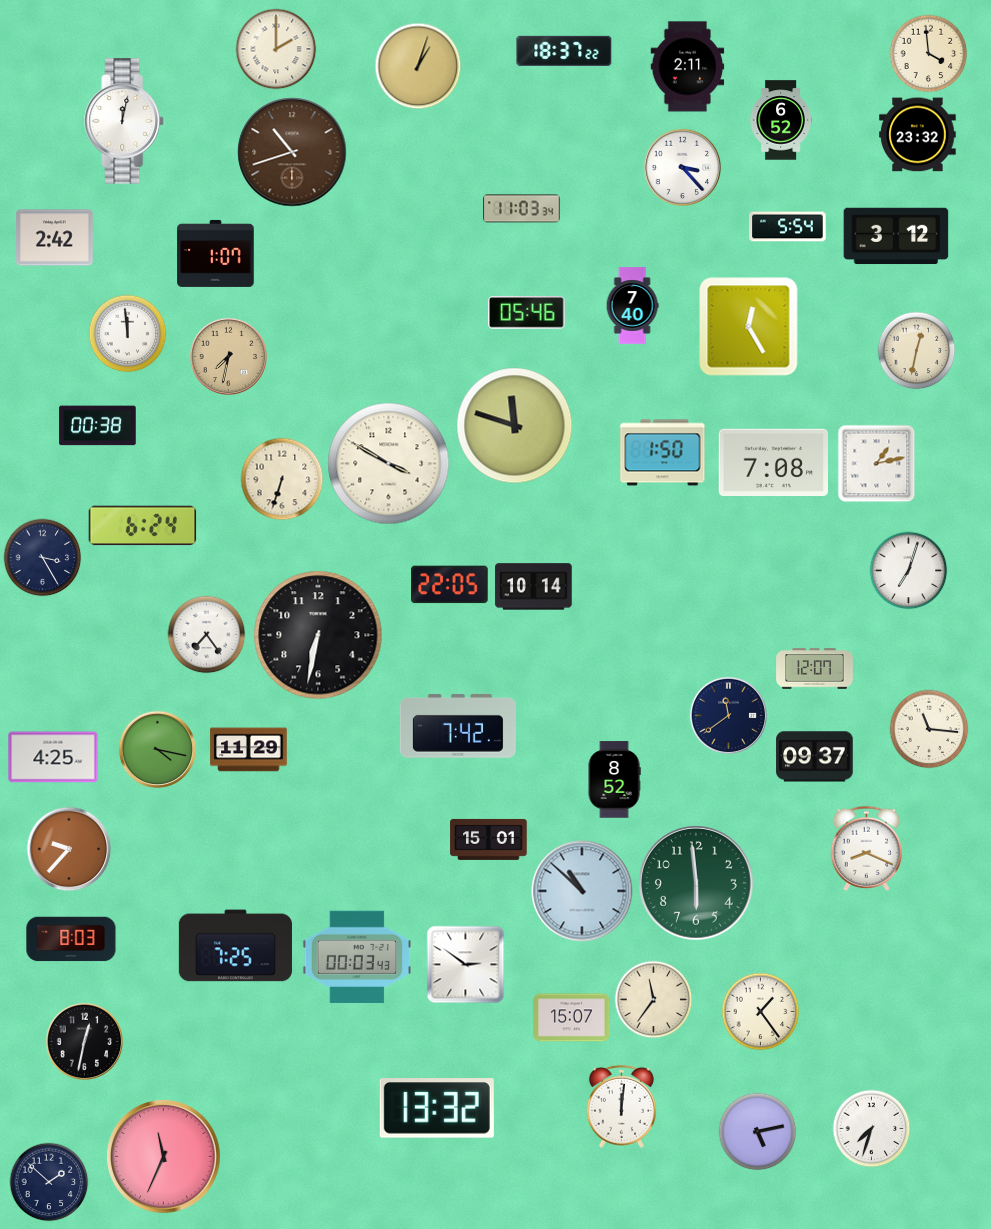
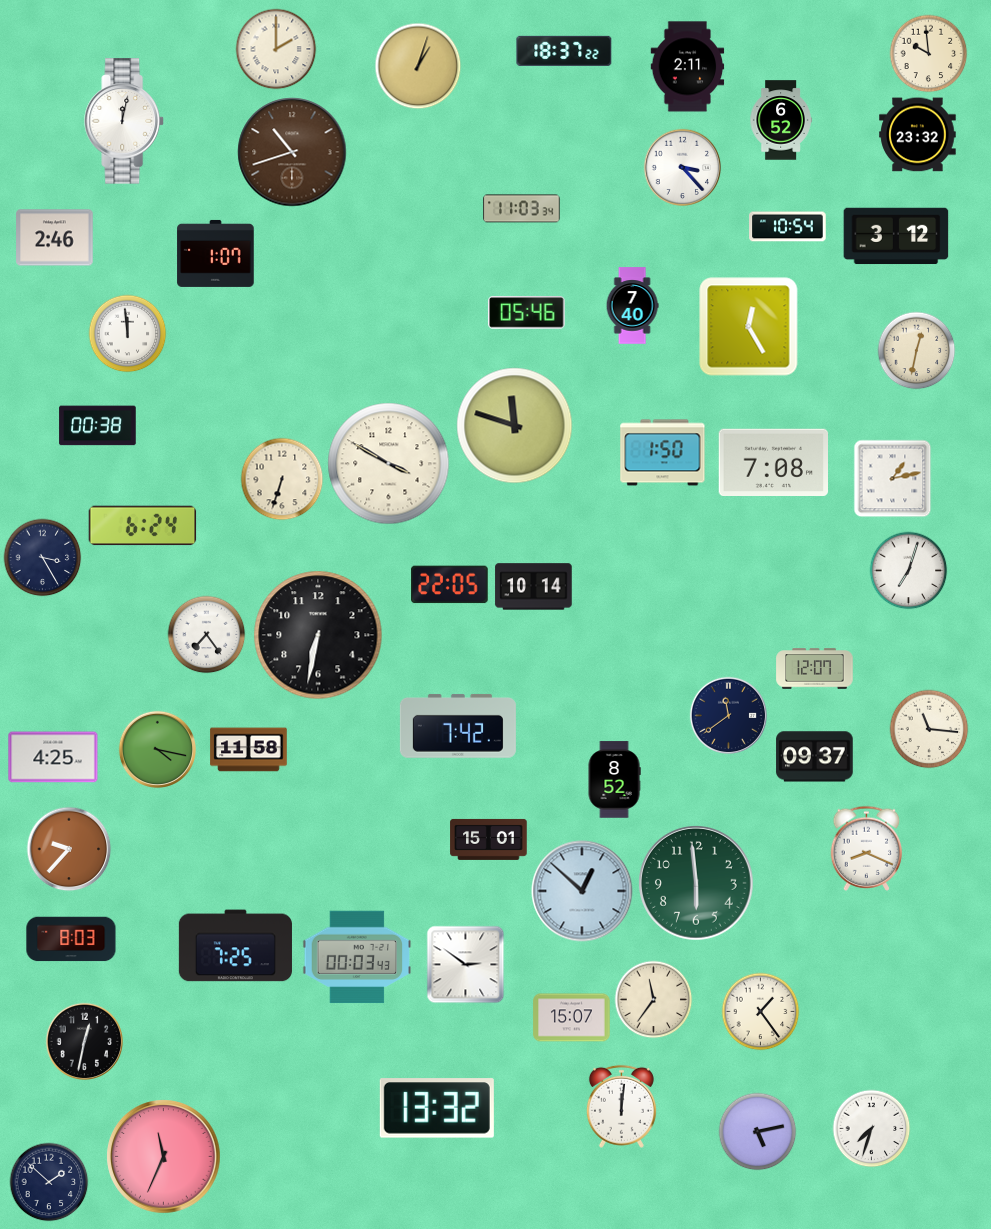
clock at (928, 53): 3:59 -> 9:59
clock at (788, 227): 5:54 -> 10:54
clock at (55, 238): 2:42 -> 2:46
clock at (228, 356): 7:32 -> none
clock at (876, 463) position: (876, 463) -> (892, 478)
clock at (249, 750): 11:29 -> 11:58
clock at (582, 891): 10:52 -> 12:52
